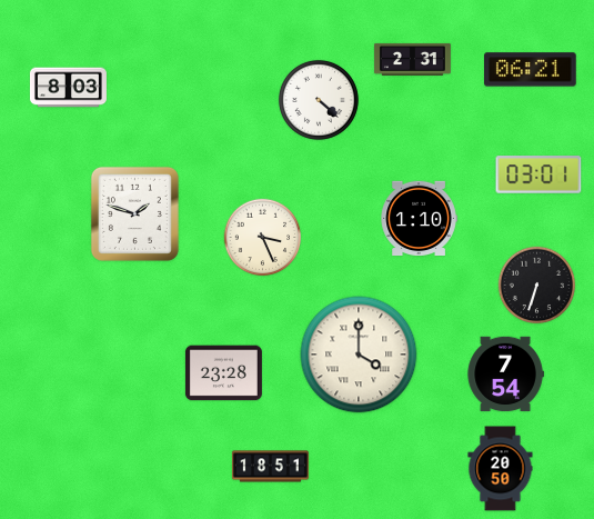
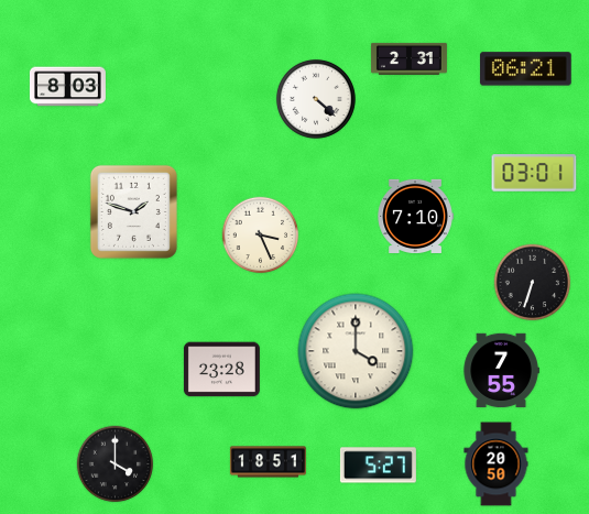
clock at (419, 218): 1:10 -> 7:10
clock at (505, 375): 7:54 -> 7:55
clock at (116, 464): none -> 4:00
clock at (378, 466): none -> 5:27
